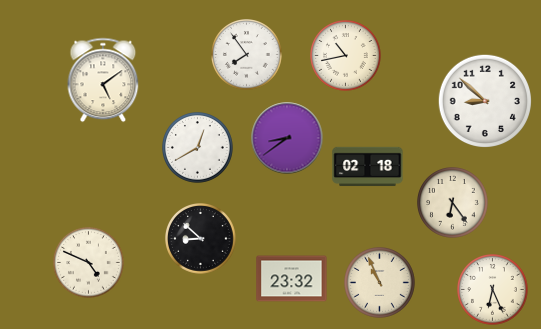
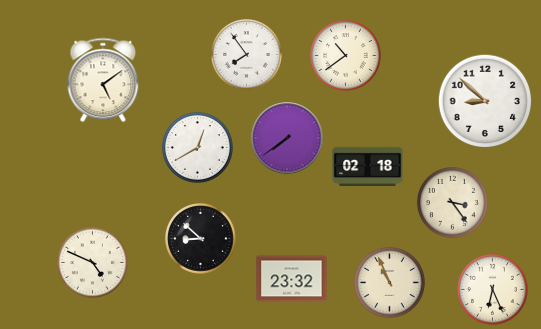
clock at (346, 56): 10:43 -> 10:39
clock at (287, 138): 8:39 -> 7:39
clock at (453, 203): 6:24 -> 3:24
clock at (89, 263) position: (89, 263) -> (93, 263)
clock at (380, 283) position: (380, 283) -> (390, 283)
